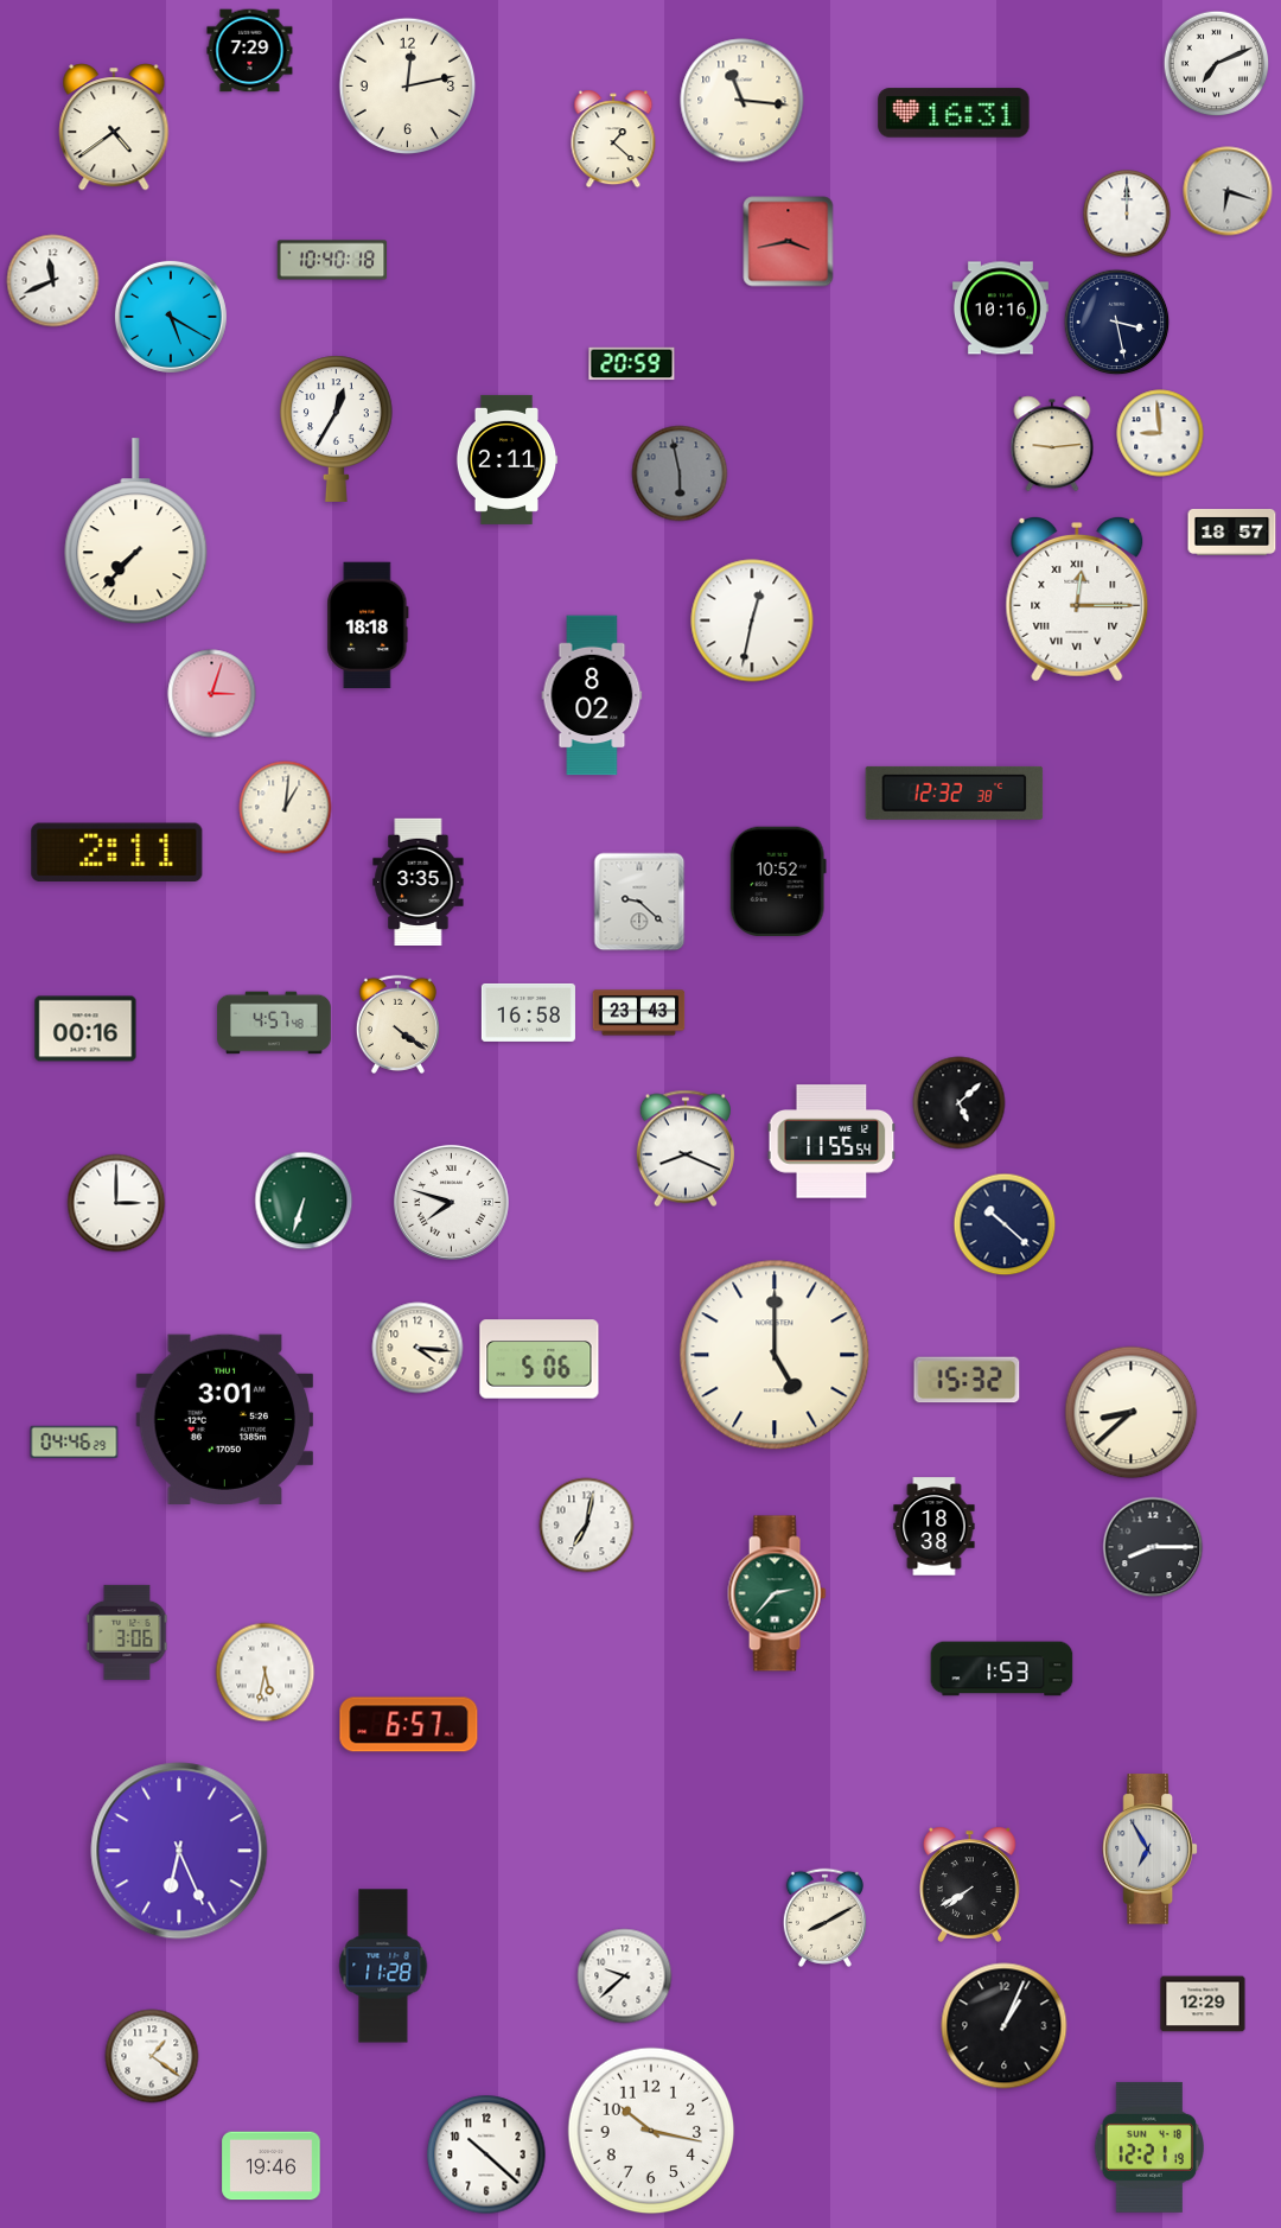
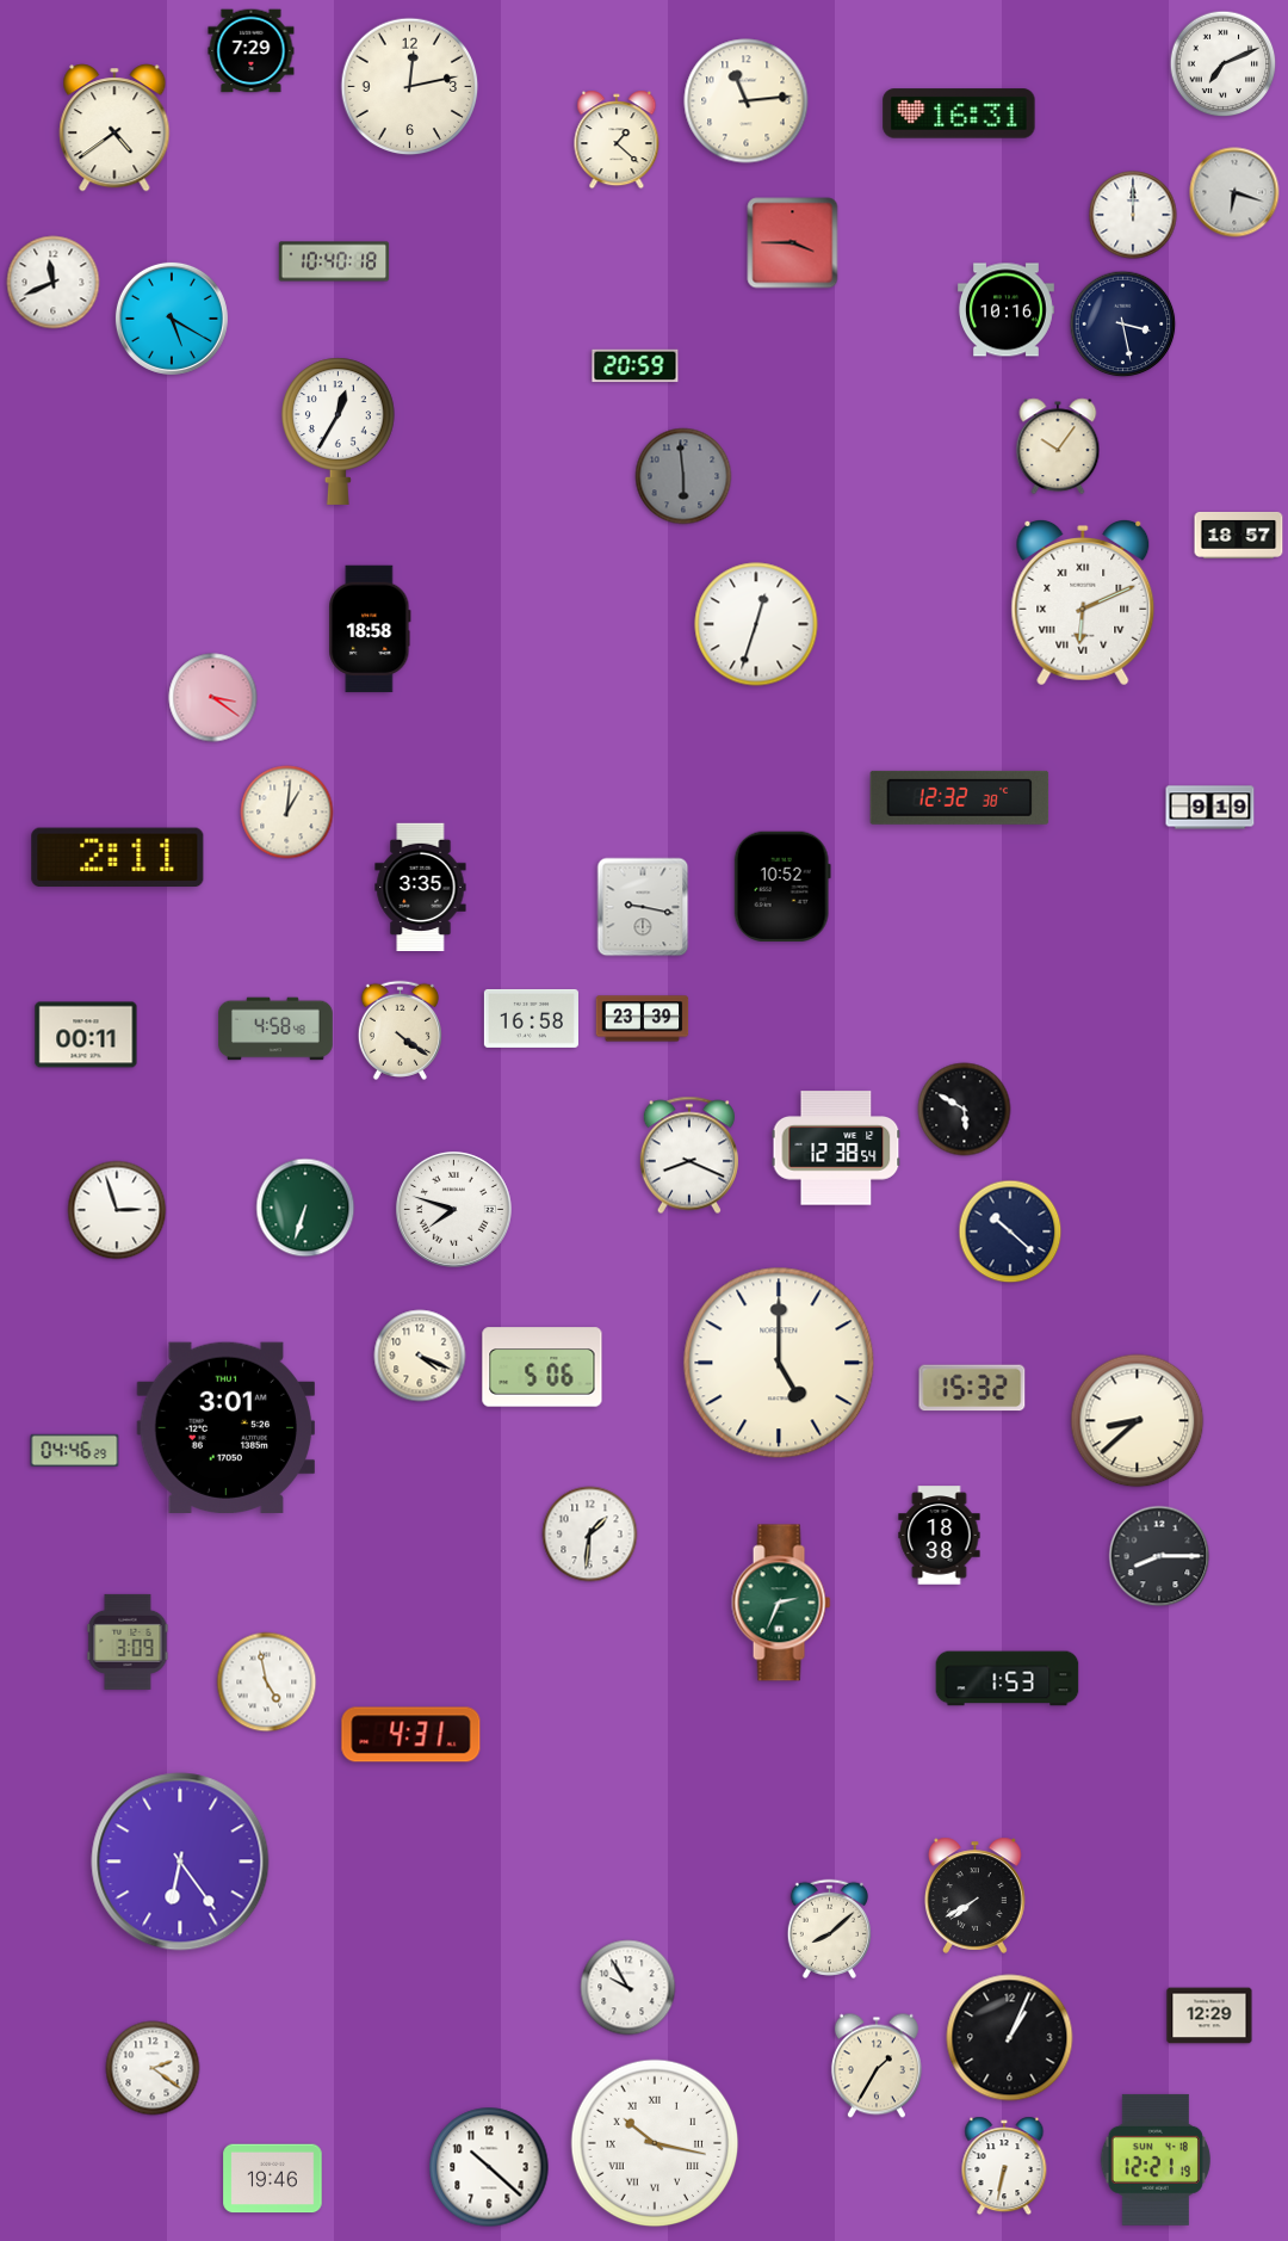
clock at (743, 101): 11:16 -> 11:14
clock at (789, 242): 3:43 -> 3:45
clock at (1160, 433): 8:59 -> none
clock at (1052, 444): 9:14 -> 10:06
clock at (506, 459): 2:11 -> none
clock at (680, 473): 5:58 -> 5:59
clock at (136, 531): 7:37 -> none
clock at (1077, 599): 12:15 -> 6:11
clock at (752, 620): 12:32 -> 12:33
clock at (368, 625): 18:18 -> 18:58
clock at (212, 694): 3:03 -> 3:21
clock at (592, 695): 8:02 -> none
clock at (1210, 808): none -> 9:19
clock at (639, 902): 9:22 -> 9:17
clock at (639, 1013): 23:43 -> 23:39
clock at (274, 1023): 4:57 -> 4:58
clock at (85, 1029): 00:16 -> 00:11
clock at (960, 1103): 5:08 -> 5:50
clock at (831, 1141): 11:55 -> 12:38
clock at (116, 1203): 3:00 -> 2:57
clock at (418, 1348): 4:16 -> 4:19
clock at (587, 1526): 7:02 -> 1:31
clock at (777, 1593): 2:37 -> 2:34
clock at (127, 1632): 3:06 -> 3:09
clock at (266, 1673): 5:32 -> 4:58
clock at (409, 1725): 6:57 -> 4:31
clock at (1149, 1850): 6:55 -> none
clock at (179, 1851): 6:26 -> 6:24
clock at (824, 1917): 8:10 -> 8:08
clock at (383, 1966): 11:28 -> none
clock at (625, 1976): 9:38 -> 9:55
clock at (877, 2066): none -> 1:35
clock at (152, 2056): 1:21 -> 2:21
clock at (651, 2131) numerals: Arabic -> Roman
clock at (1004, 2166): none -> 6:32
